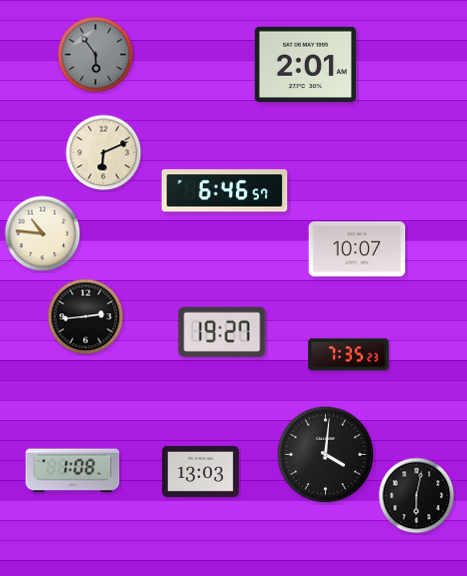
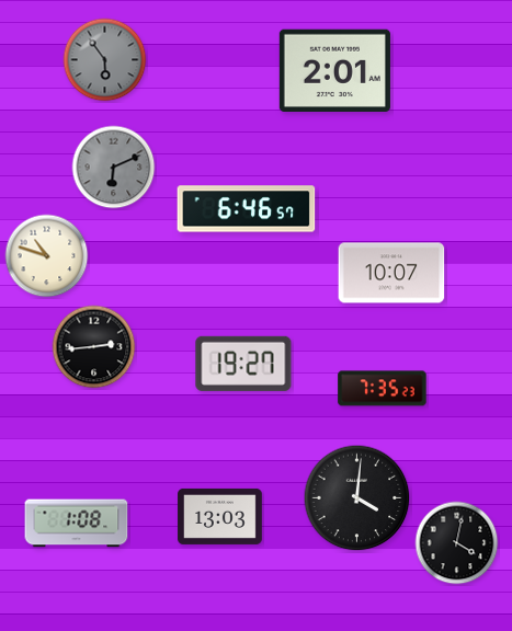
clock at (104, 153) dial: cream -> grey
clock at (43, 234): 10:46 -> 10:48
clock at (73, 471) position: (73, 471) -> (77, 524)
clock at (417, 496): 6:02 -> 4:02
